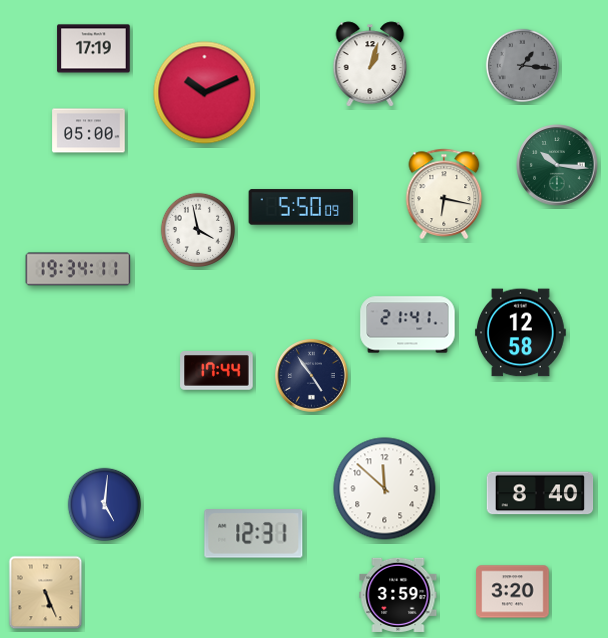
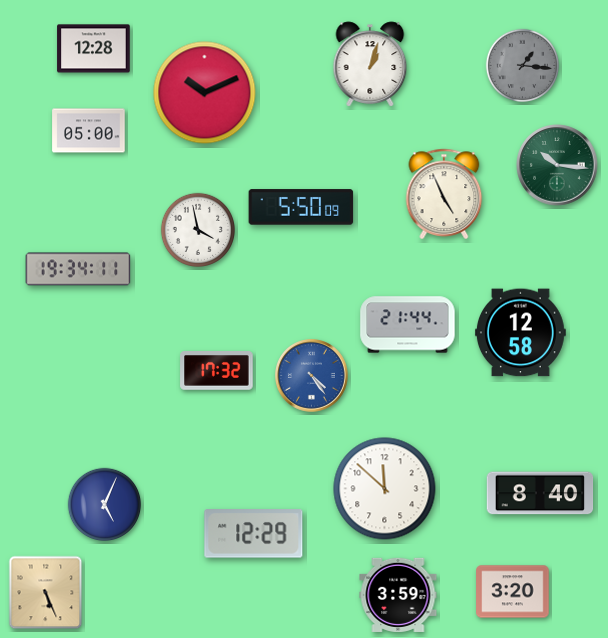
clock at (94, 49): 17:19 -> 12:28
clock at (444, 194): 6:17 -> 4:56
clock at (408, 325): 21:41 -> 21:44
clock at (217, 371): 17:44 -> 17:32
clock at (312, 376): 4:54 -> 4:24
clock at (312, 376) dial: navy -> blue
clock at (105, 505): 5:01 -> 5:04
clock at (254, 534): 12:31 -> 12:29
